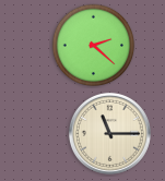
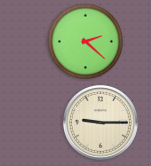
clock at (109, 133): 11:15 -> 9:15
